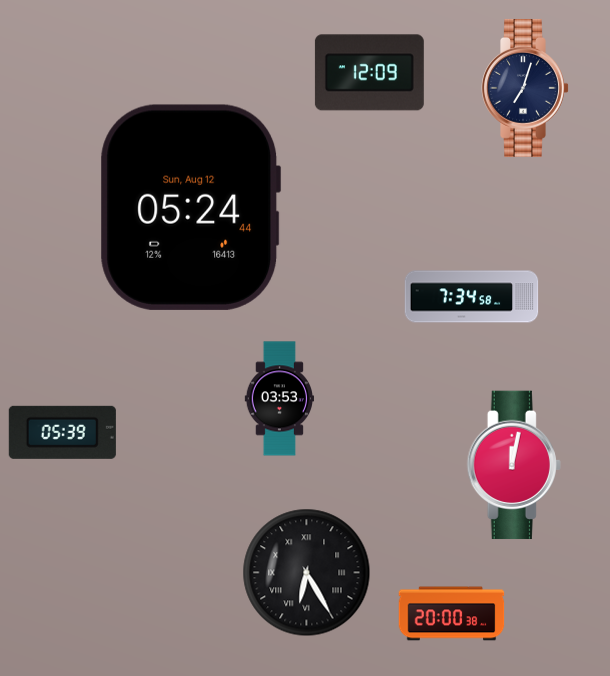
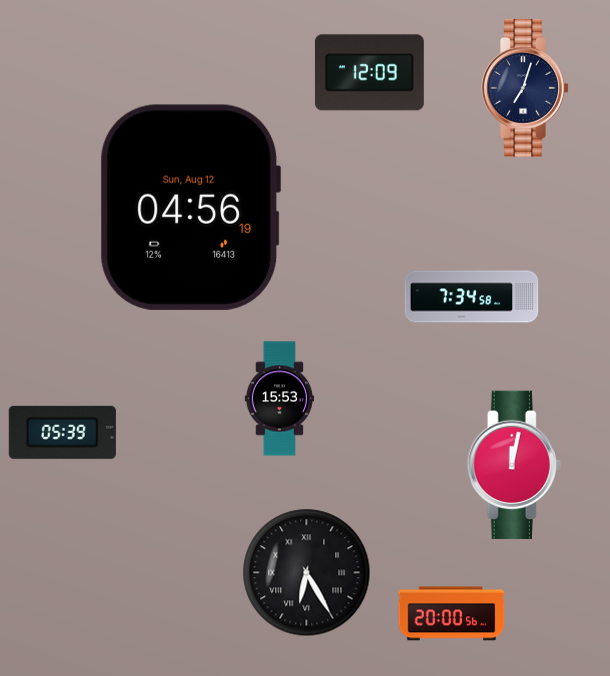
clock at (191, 207): 05:24 -> 04:56
clock at (279, 399): 03:53 -> 15:53
clock at (452, 614): 20:00:38 -> 20:00:56
